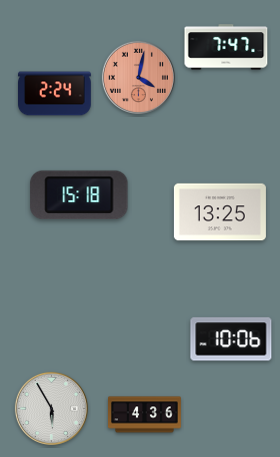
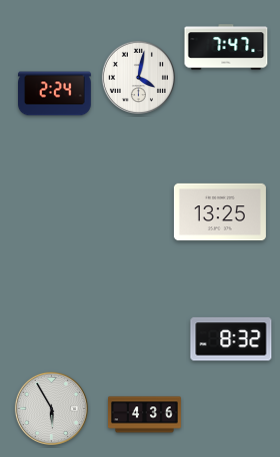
clock at (138, 77) dial: salmon -> white
clock at (79, 195): 15:18 -> none
clock at (231, 339): 10:06 -> 8:32
